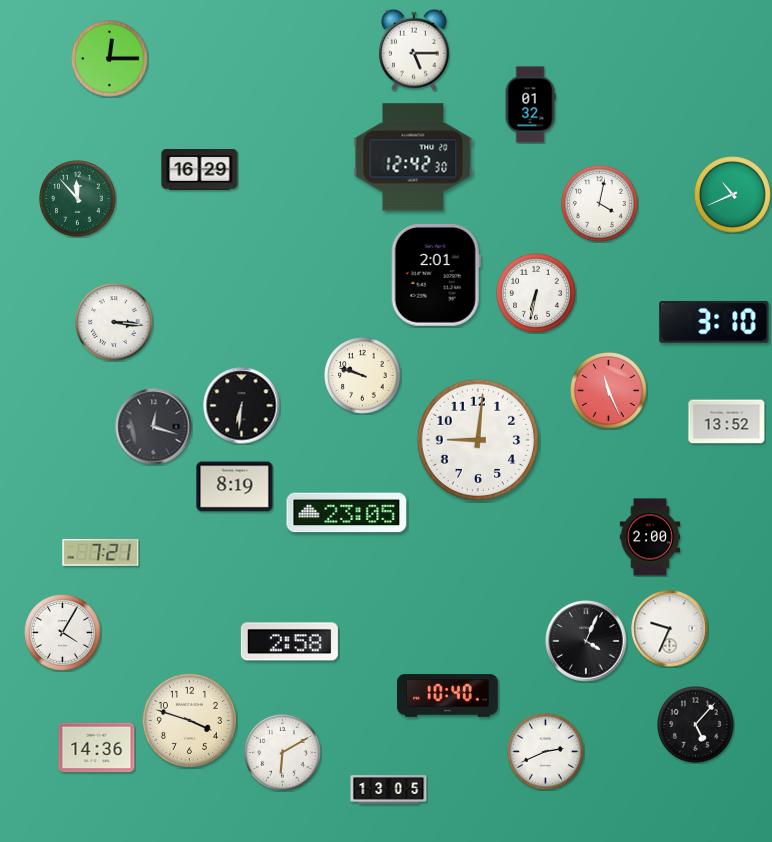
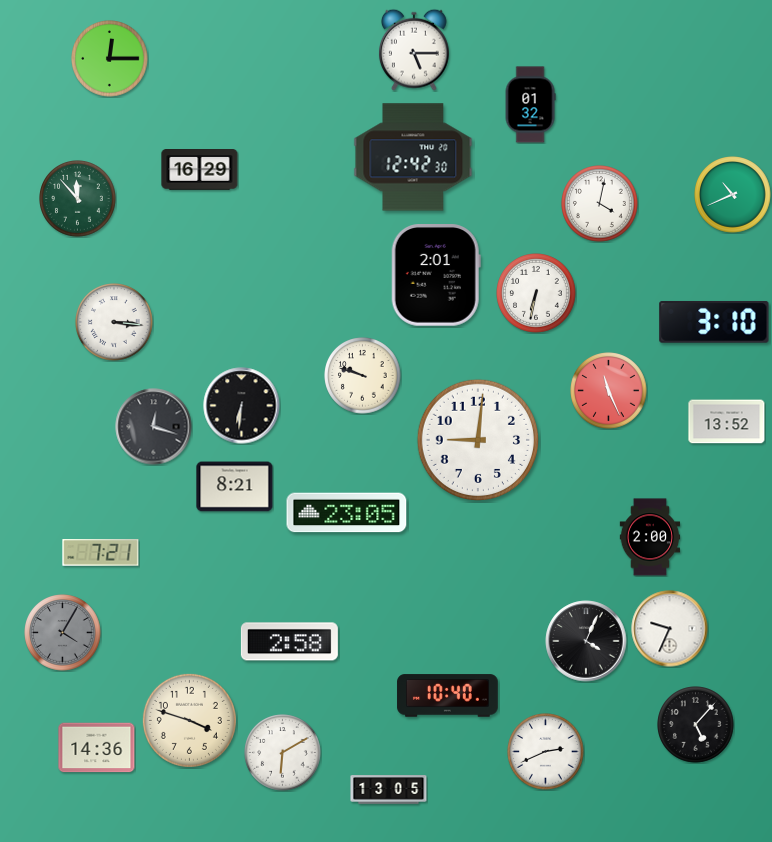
clock at (235, 487): 8:19 -> 8:21
clock at (63, 633) dial: white -> grey
